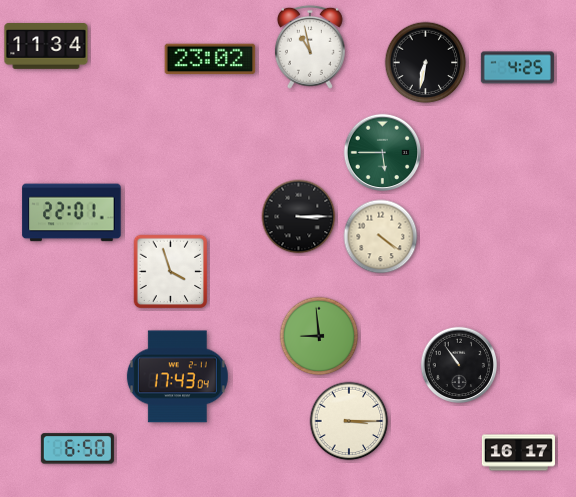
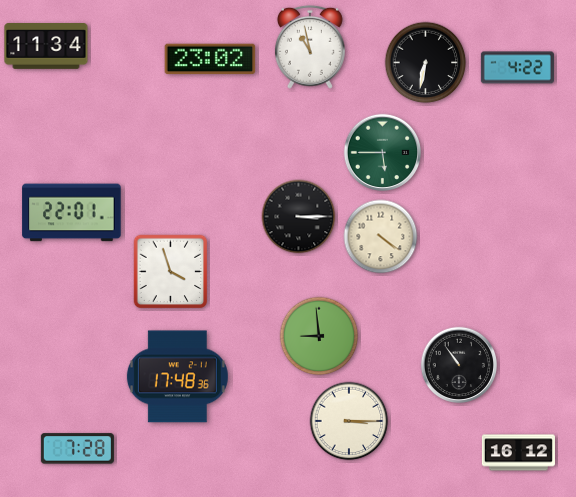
clock at (517, 68): 4:25 -> 4:22
clock at (177, 377): 17:43 -> 17:48
clock at (77, 449): 6:50 -> 7:28
clock at (518, 453): 16:17 -> 16:12
